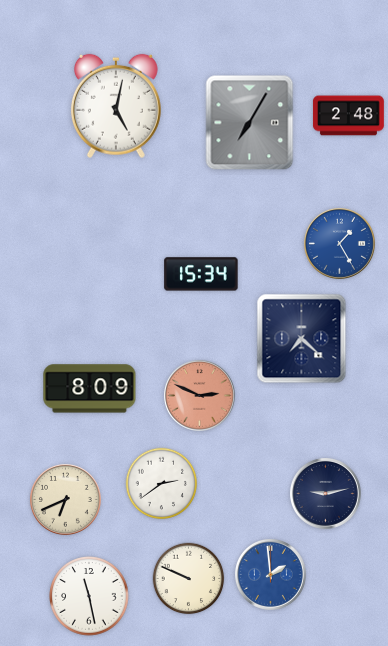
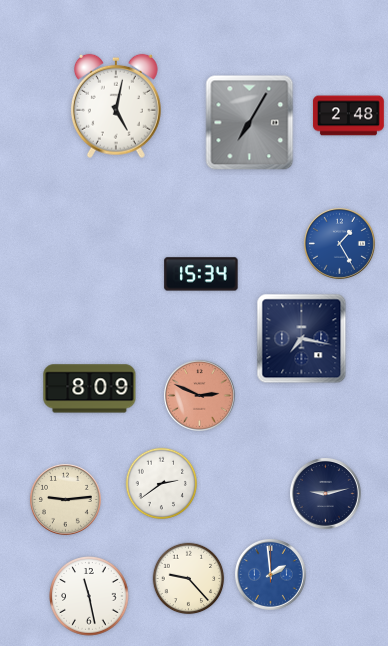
clock at (302, 339): 7:22 -> 7:17
clock at (65, 499): 6:41 -> 9:14
clock at (189, 579): 9:49 -> 9:23
